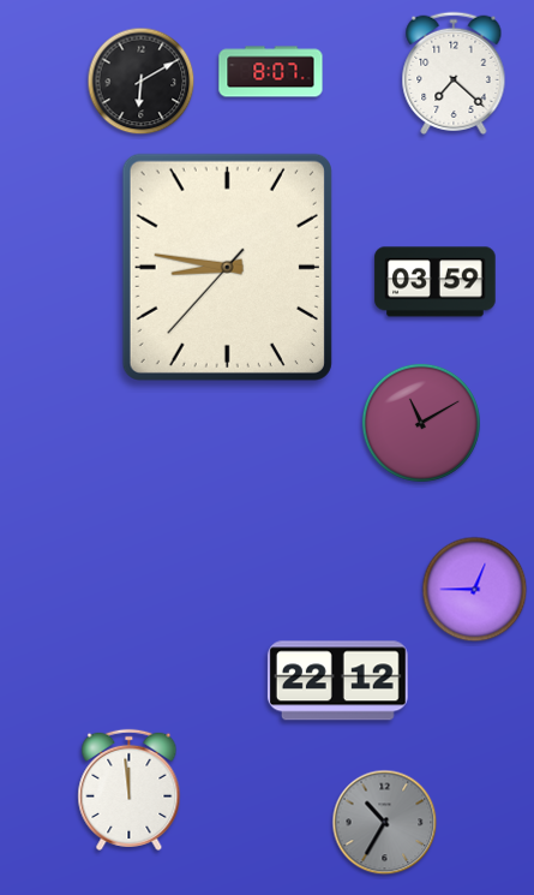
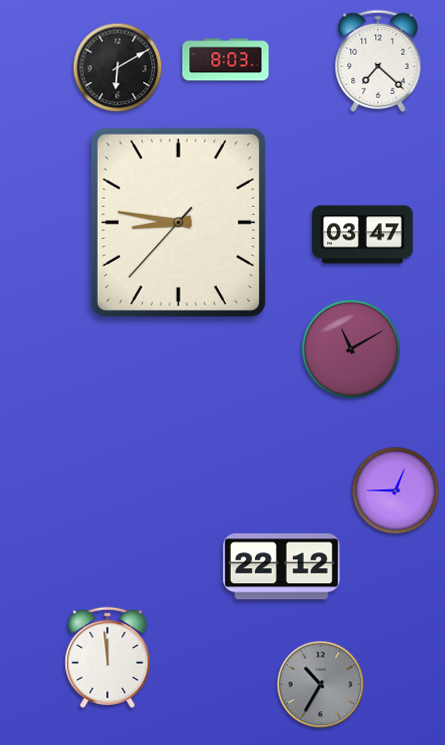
clock at (271, 72): 8:07 -> 8:03
clock at (227, 267) position: (227, 267) -> (178, 222)
clock at (436, 282): 03:59 -> 03:47
clock at (421, 423) position: (421, 423) -> (351, 349)
